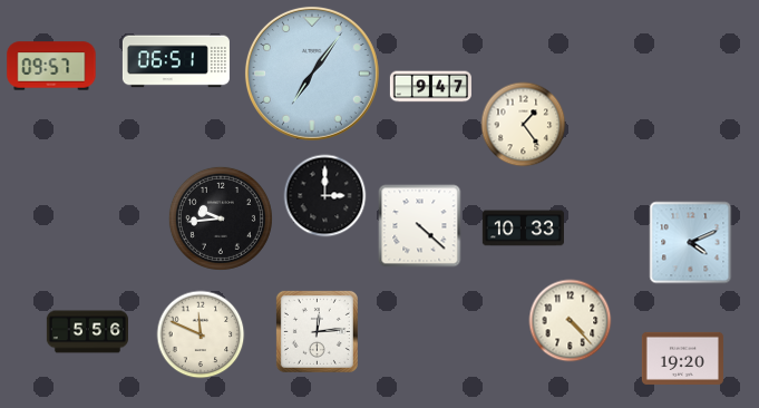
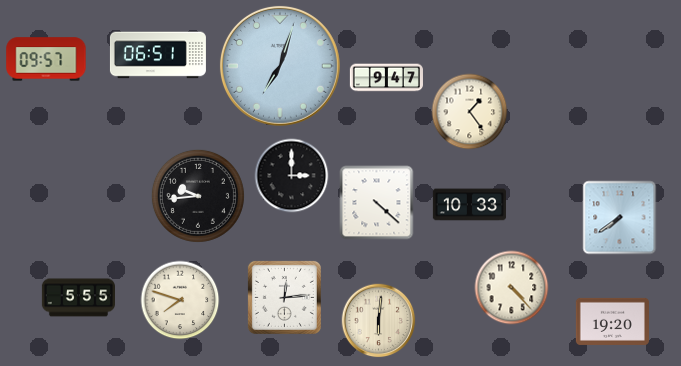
clock at (312, 74): 7:06 -> 7:03
clock at (691, 243): 4:11 -> 7:39
clock at (87, 332): 5:56 -> 5:55
clock at (201, 334): 11:49 -> 7:48
clock at (379, 321): none -> 6:01
